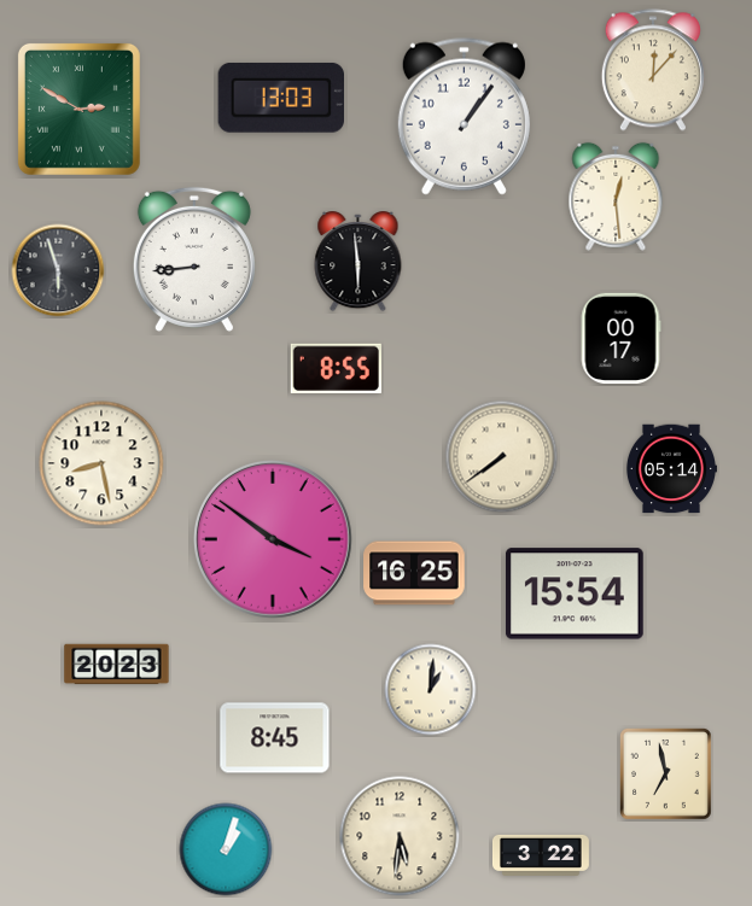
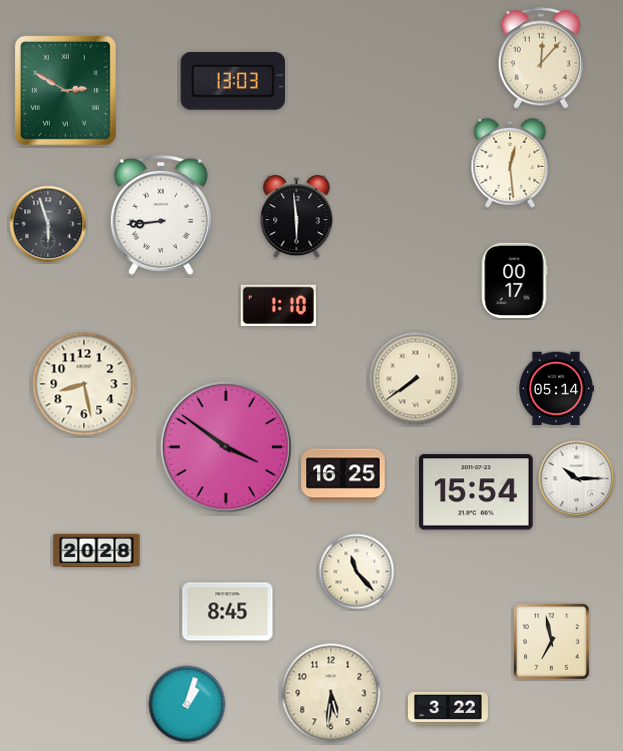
clock at (464, 116): 1:06 -> none
clock at (336, 368): 8:55 -> 1:10
clock at (577, 479): none -> 10:15
clock at (117, 665): 20:23 -> 20:28
clock at (431, 690): 1:01 -> 11:23
